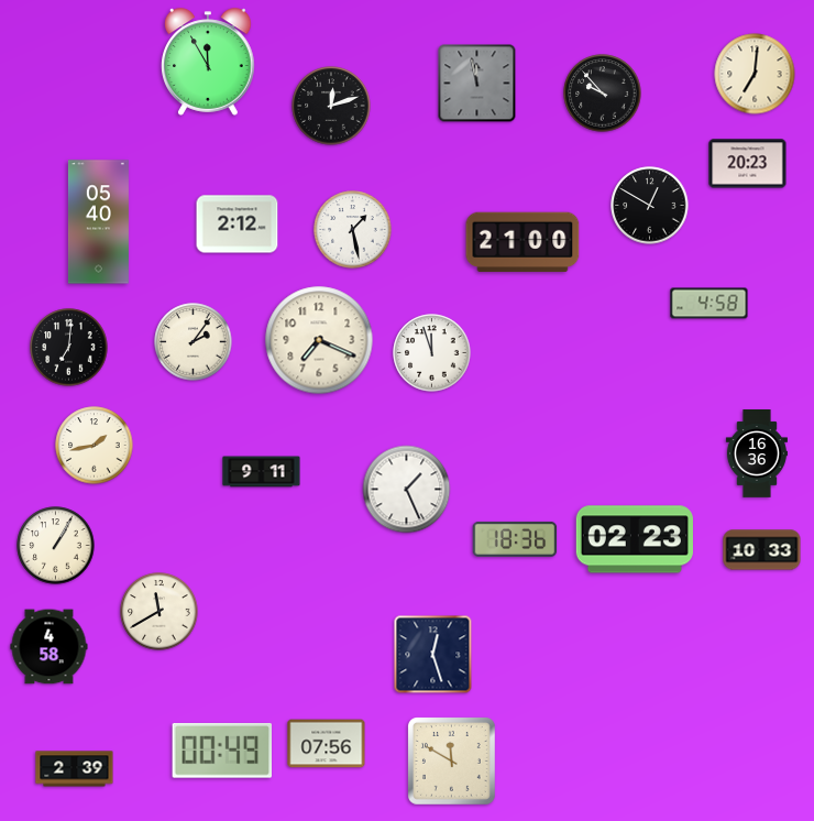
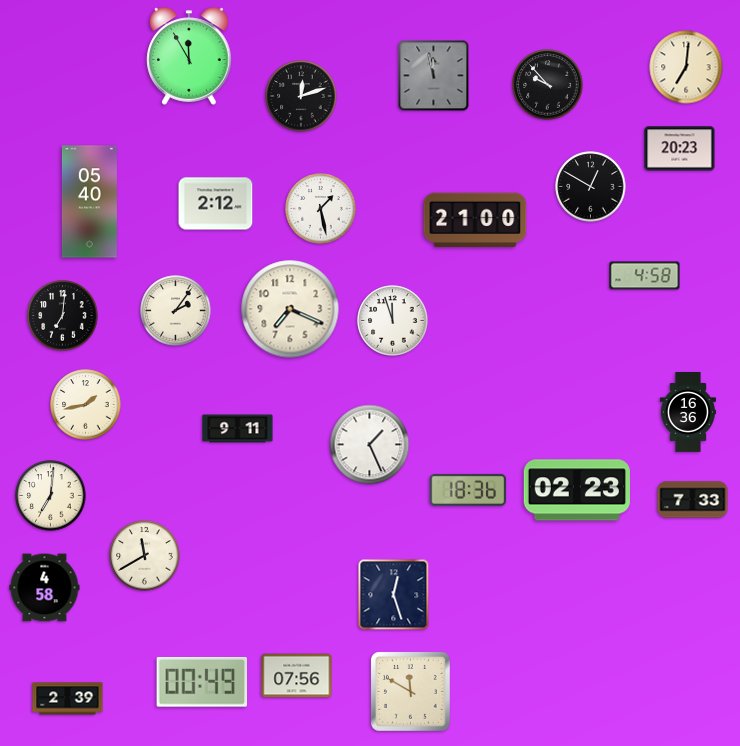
clock at (56, 546): 1:05 -> 7:01
clock at (762, 550): 10:33 -> 7:33
